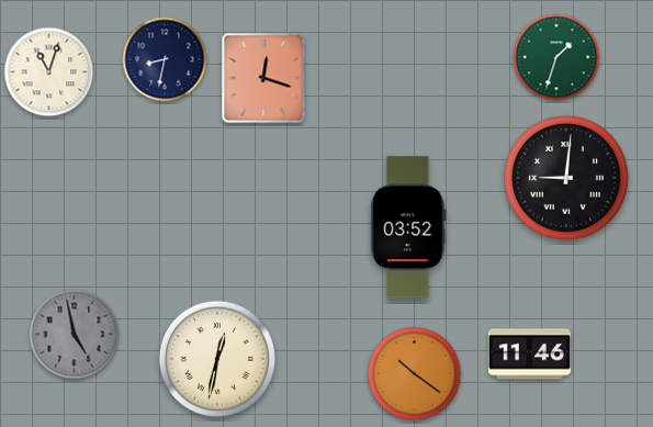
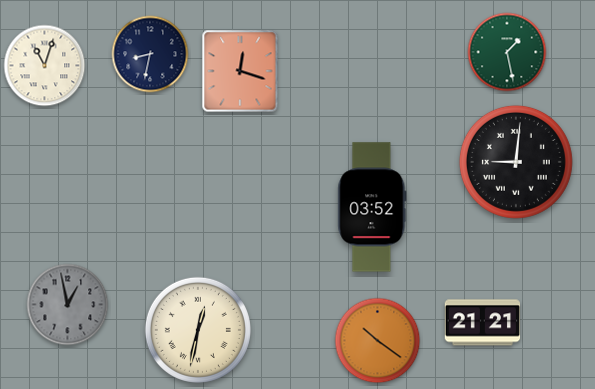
clock at (556, 57): 1:33 -> 1:28
clock at (75, 335): 4:58 -> 12:58
clock at (530, 355): 11:46 -> 21:21
clock at (217, 359) position: (217, 359) -> (198, 330)
